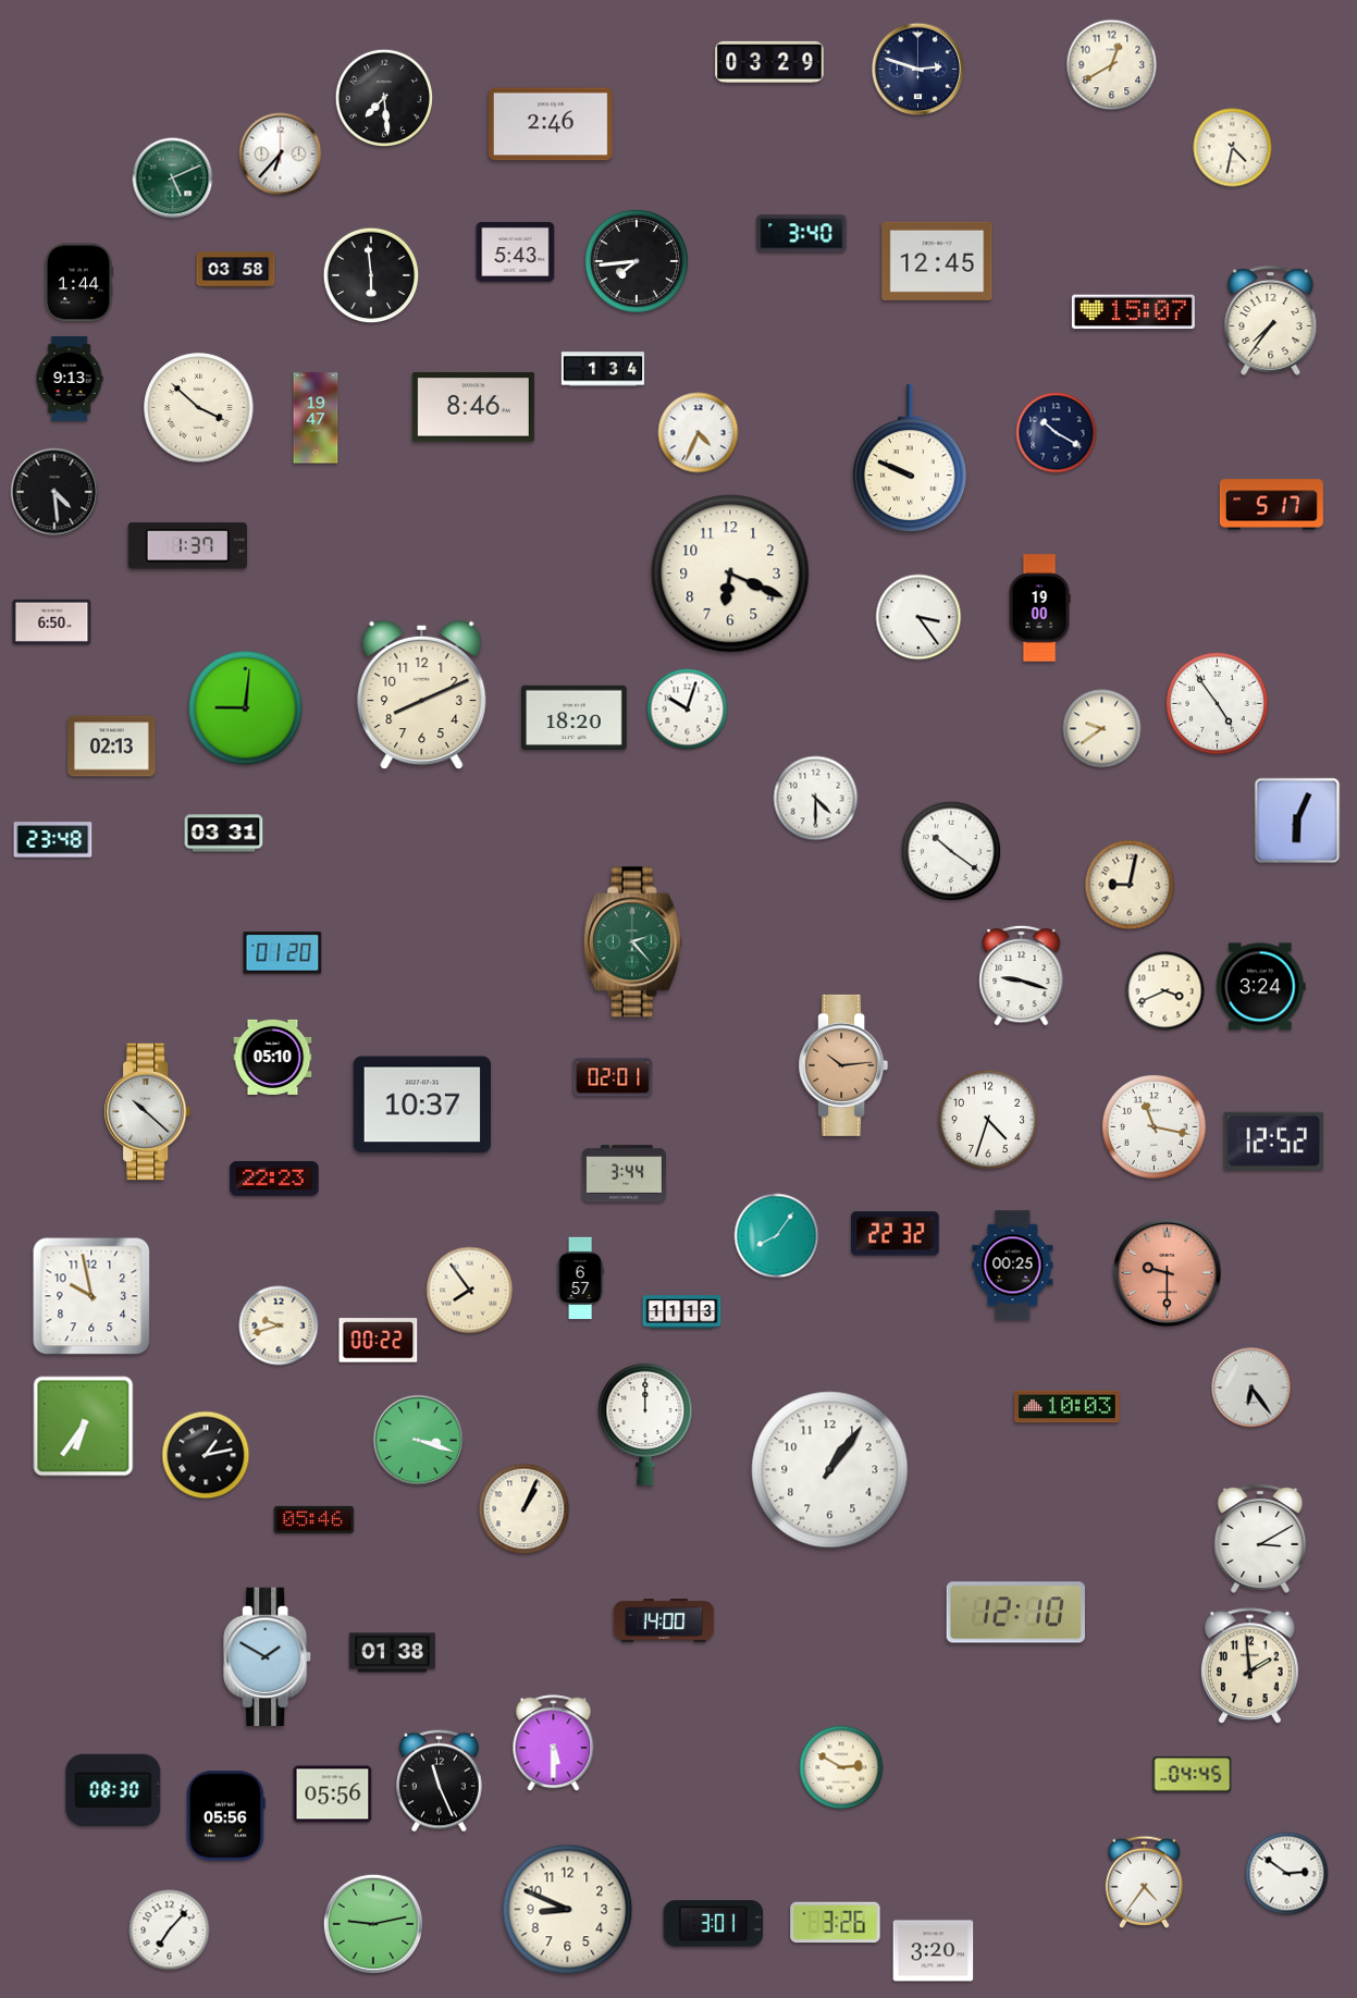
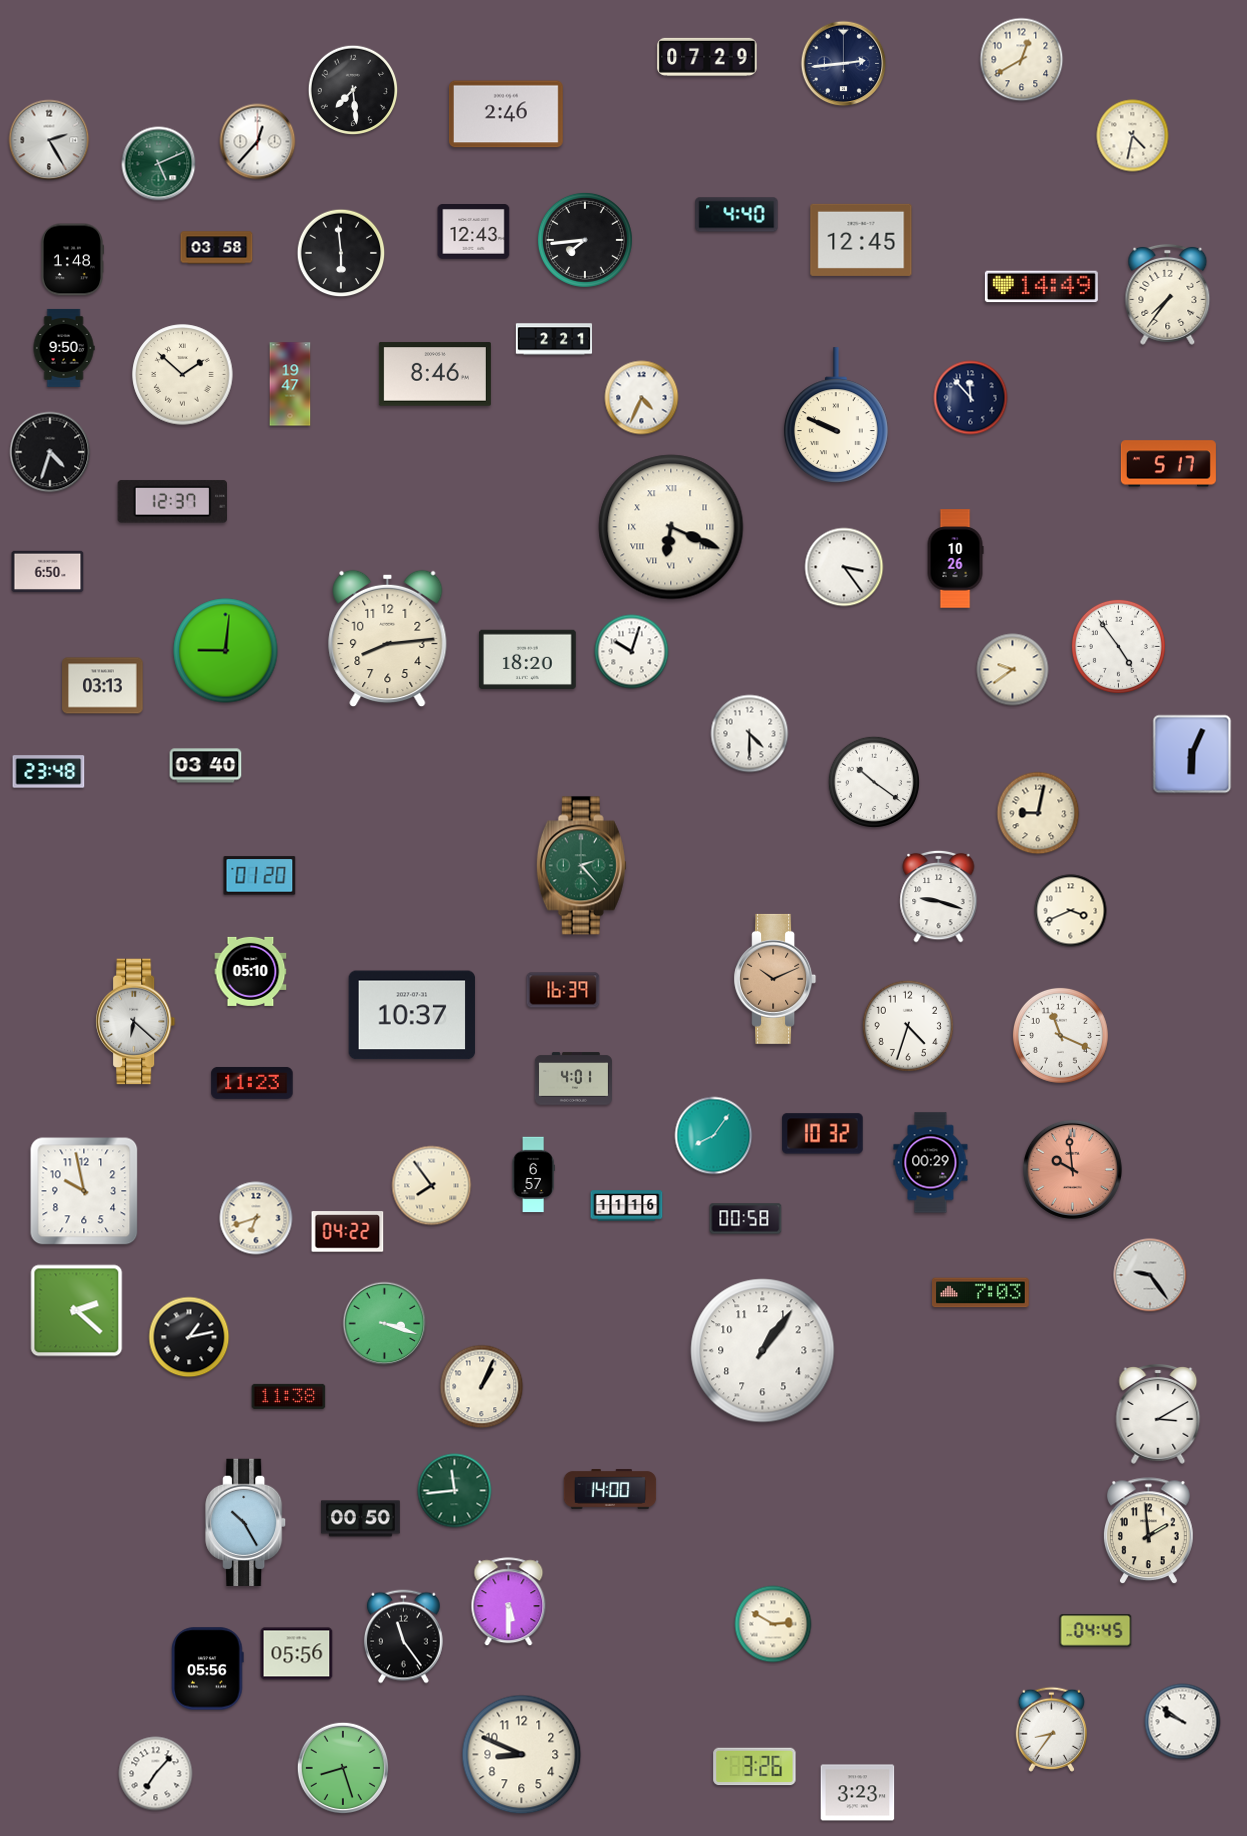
clock at (769, 62): 03:29 -> 07:29
clock at (918, 70): 2:48 -> 2:44
clock at (49, 140): none -> 2:25
clock at (281, 155): 6:37 -> 12:37
clock at (802, 234): 3:40 -> 4:40
clock at (516, 252): 5:43 -> 12:43
clock at (78, 283): 1:44 -> 1:48
clock at (1133, 312): 15:07 -> 14:49
clock at (603, 369): 1:34 -> 2:21
clock at (70, 379): 9:13 -> 9:50
clock at (199, 408): 3:52 -> 1:52
clock at (1057, 433): 10:20 -> 11:53
clock at (910, 458) position: (910, 458) -> (836, 415)
clock at (54, 492): 4:29 -> 4:33
clock at (187, 546): 1:37 -> 12:37
clock at (730, 573) numerals: Arabic -> Roman
clock at (1039, 608): 19:00 -> 10:26
clock at (422, 695): 8:11 -> 8:14
clock at (112, 747): 02:13 -> 03:13
clock at (224, 834): 03:31 -> 03:40
clock at (1261, 987): 3:24 -> none
clock at (843, 1065): 10:14 -> 10:11
clock at (613, 1077): 02:01 -> 16:39
clock at (422, 1105) position: (422, 1105) -> (412, 1015)
clock at (148, 1112): 10:22 -> 6:22
clock at (988, 1120) position: (988, 1120) -> (908, 1026)
clock at (1154, 1126): 11:17 -> 11:19
clock at (1274, 1140): 12:52 -> none
clock at (624, 1174): 3:44 -> 4:01
clock at (274, 1179): 22:23 -> 11:23
clock at (896, 1234): 22:32 -> 10:32
clock at (1013, 1266): 00:25 -> 00:29
clock at (1167, 1272): 9:30 -> 9:59
clock at (682, 1312): 11:13 -> 11:16
clock at (279, 1325): 9:42 -> 6:42
clock at (746, 1219): none -> 00:58
clock at (379, 1341): 00:22 -> 04:22
clock at (1251, 1387): 6:24 -> 9:24
clock at (1068, 1407): 10:03 -> 7:03
clock at (645, 1423): 12:00 -> none
clock at (84, 1427): 6:36 -> 2:22
clock at (314, 1519): 05:46 -> 11:38
clock at (1015, 1613): 12:10 -> none
clock at (455, 1491): none -> 11:44
clock at (392, 1653): 01:38 -> 00:50
clock at (268, 1656): 1:50 -> 10:25
clock at (439, 1781): 11:26 -> 11:24
clock at (113, 1790): 08:30 -> none
clock at (333, 1794) position: (333, 1794) -> (297, 1654)
clock at (1287, 1874): 2:51 -> 9:51
clock at (1144, 1882): 4:36 -> 8:36
clock at (372, 1923): 9:13 -> 8:27
clock at (836, 1923) position: (836, 1923) -> (755, 1767)
clock at (714, 1924): 3:01 -> none
clock at (934, 1951): 3:20 -> 3:23
